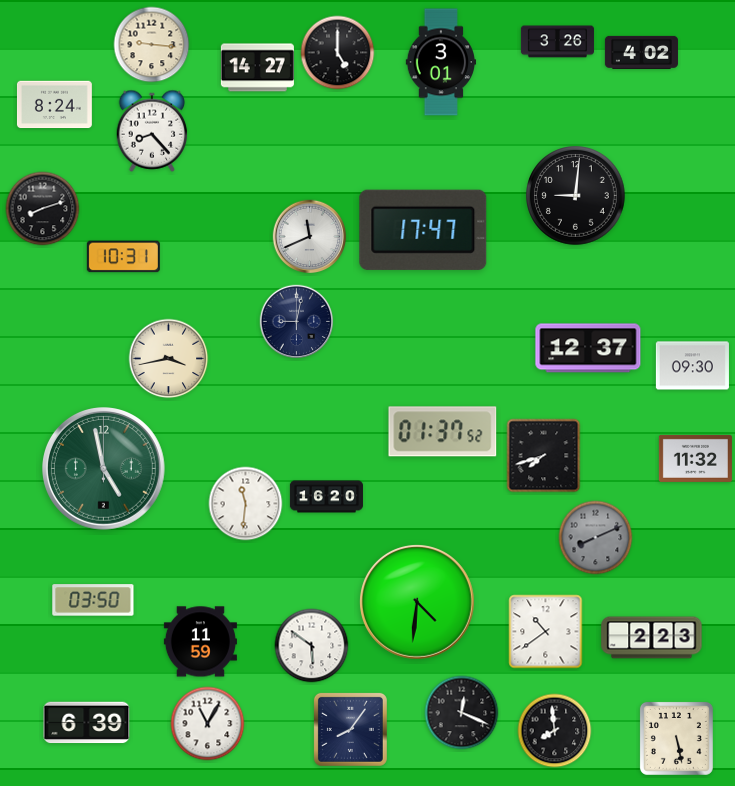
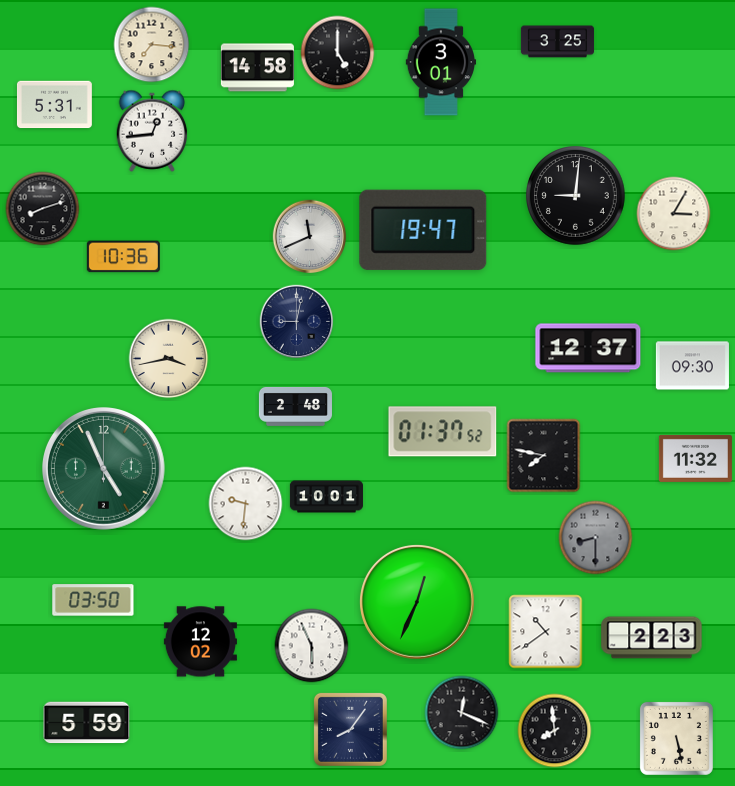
clock at (557, 42): 3:26 -> 3:25
clock at (152, 45): 9:16 -> 7:16
clock at (641, 52): 4:02 -> none
clock at (257, 68): 14:27 -> 14:58
clock at (54, 105): 8:24 -> 5:31
clock at (152, 131): 8:23 -> 12:44
clock at (674, 214): none -> 3:05
clock at (423, 230): 17:47 -> 19:47
clock at (123, 257): 10:31 -> 10:36
clock at (295, 406): none -> 2:48
clock at (544, 456): 7:42 -> 7:47
clock at (104, 469): 4:58 -> 4:56
clock at (326, 497): 16:20 -> 10:01
clock at (246, 504): 11:31 -> 9:31
clock at (596, 538): 8:11 -> 8:30
clock at (417, 602): 4:31 -> 12:34
clock at (200, 642): 11:59 -> 12:02
clock at (312, 646): 5:51 -> 5:56
clock at (87, 723): 6:39 -> 5:59
clock at (208, 724): 11:05 -> none
